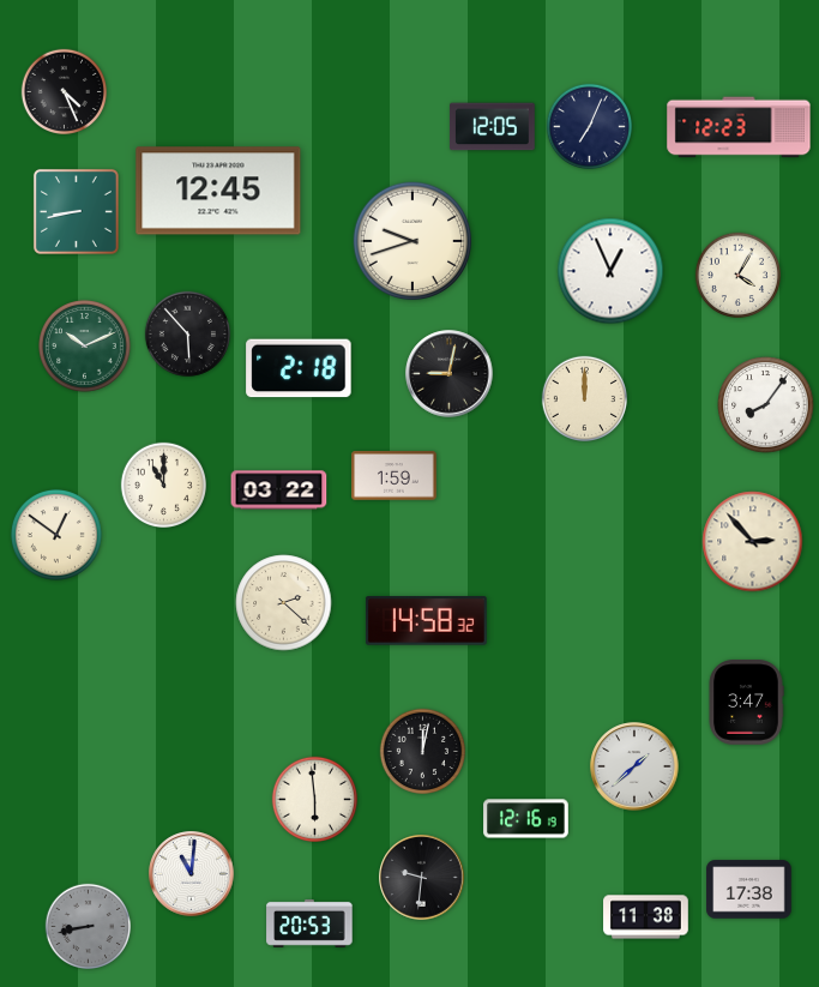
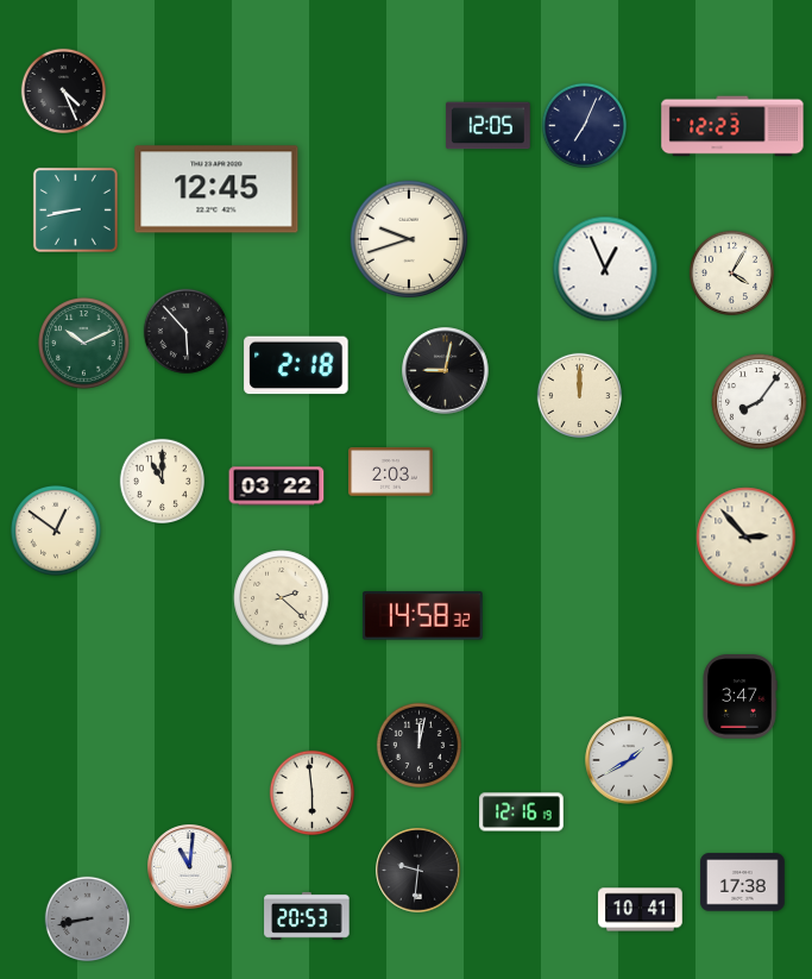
clock at (395, 476): 1:59 -> 2:03
clock at (634, 766): 1:38 -> 1:40
clock at (646, 917): 11:38 -> 10:41
